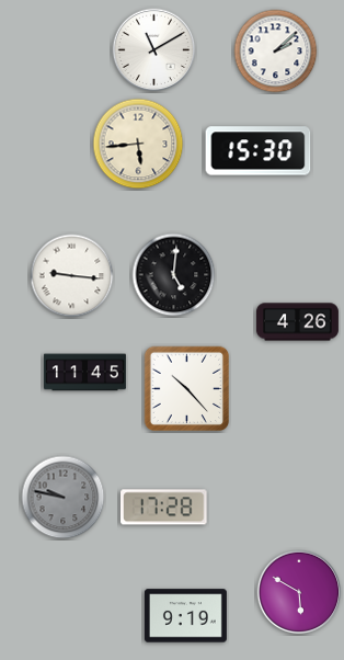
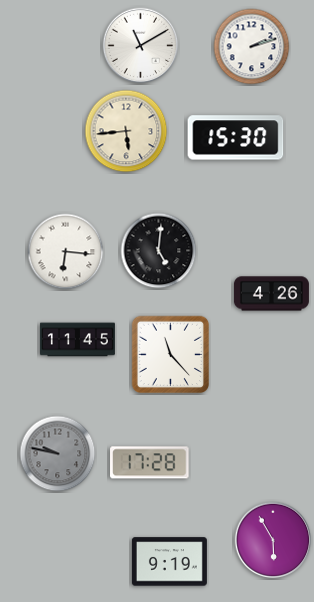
clock at (276, 52): 2:08 -> 2:12
clock at (72, 276): 9:16 -> 6:16
clock at (187, 389): 10:23 -> 11:23
clock at (299, 592): 5:50 -> 5:55
